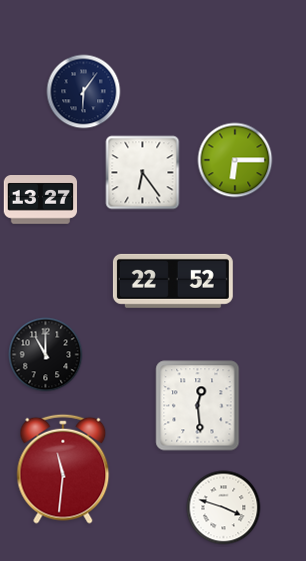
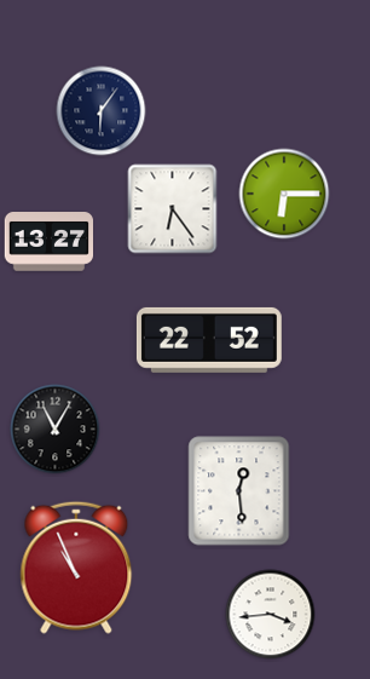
clock at (46, 355): 11:00 -> 11:05
clock at (63, 469): 11:31 -> 10:56
clock at (224, 508): 3:48 -> 3:44
